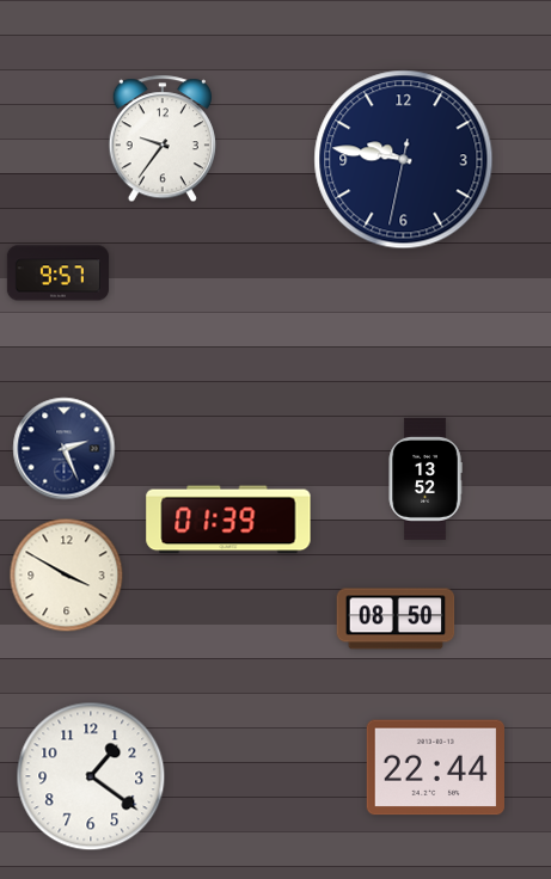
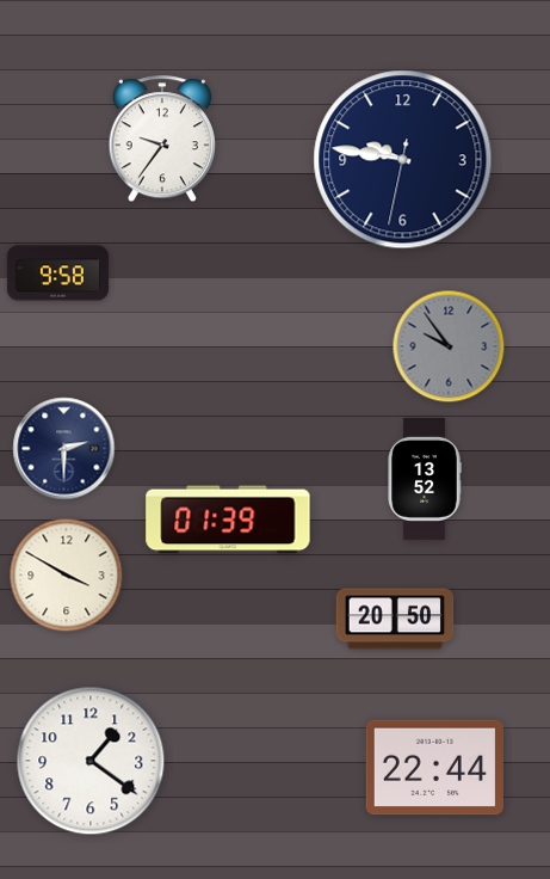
clock at (57, 273): 9:57 -> 9:58
clock at (449, 346): none -> 9:54
clock at (65, 449): 2:26 -> 2:30
clock at (396, 619): 08:50 -> 20:50
clock at (91, 776) position: (91, 776) -> (91, 761)
